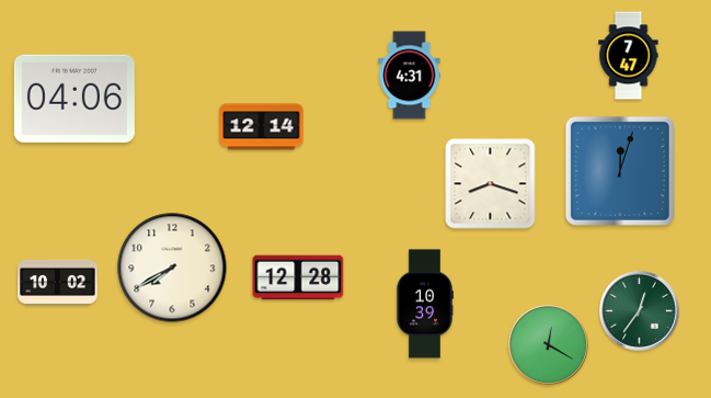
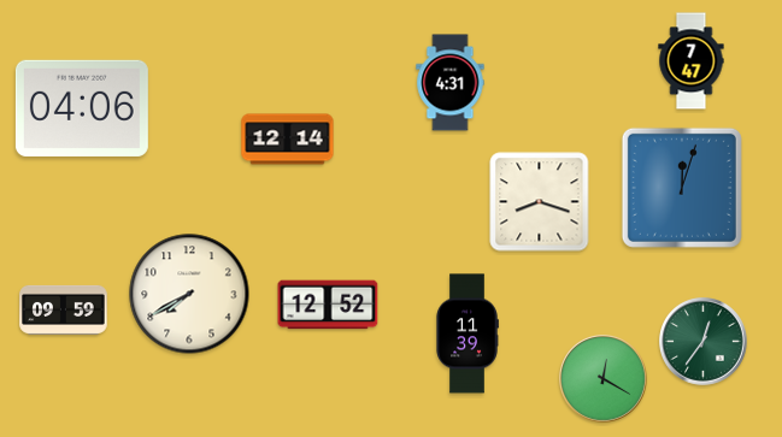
clock at (298, 277): 12:28 -> 12:52
clock at (58, 282): 10:02 -> 09:59
clock at (425, 304): 10:39 -> 11:39
